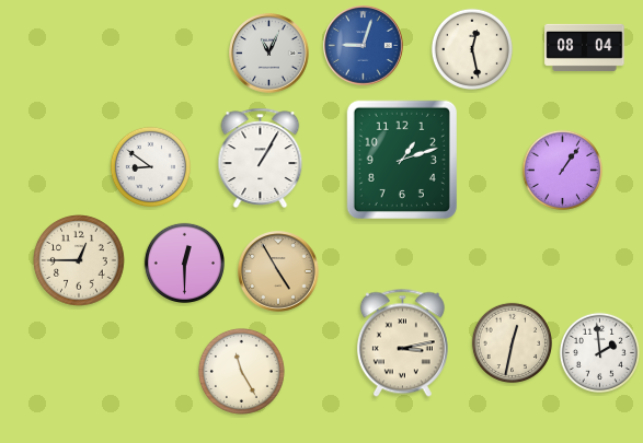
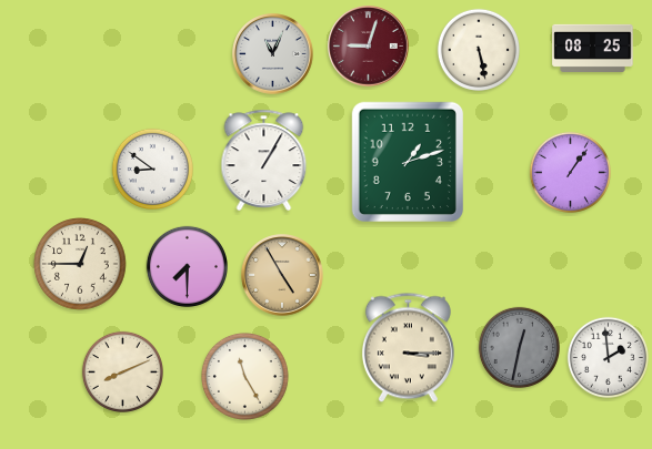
clock at (364, 46) dial: blue -> burgundy
clock at (585, 47): 08:04 -> 08:25
clock at (472, 49): 12:28 -> 5:28
clock at (184, 263): 12:30 -> 7:30
clock at (512, 342) dial: cream -> grey
clock at (402, 343): 3:13 -> 3:15
clock at (122, 371): none -> 8:11
